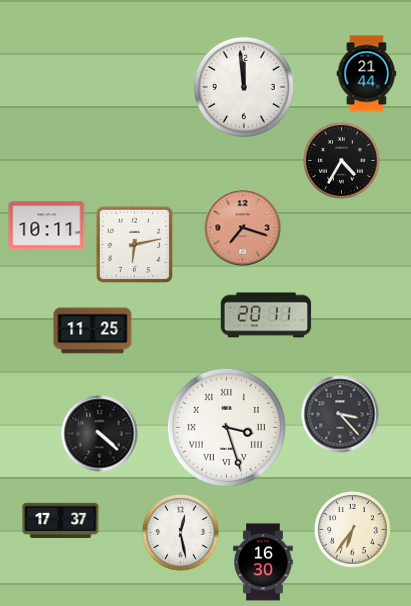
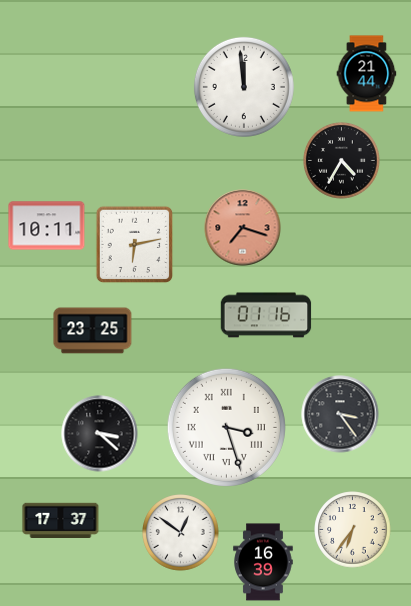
clock at (266, 315): 20:11 -> 01:16
clock at (93, 331): 11:25 -> 23:25
clock at (340, 414): 3:23 -> 3:24
clock at (100, 434): 4:22 -> 3:22
clock at (181, 533): 12:28 -> 12:51
clock at (263, 562): 16:30 -> 16:39
